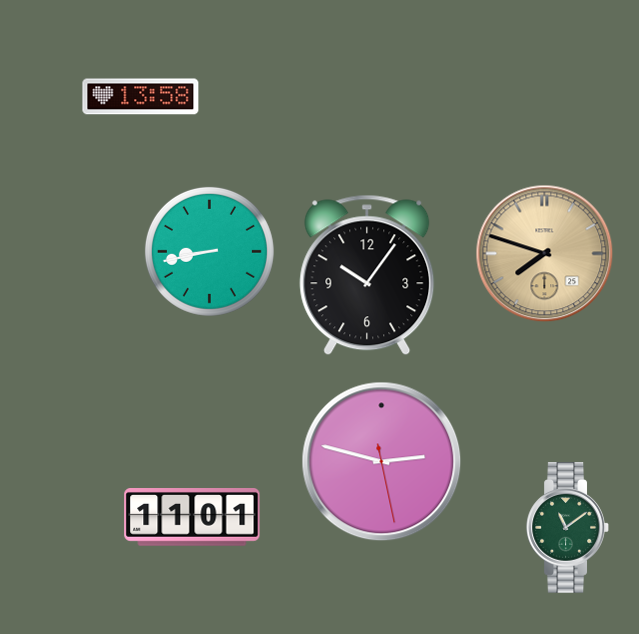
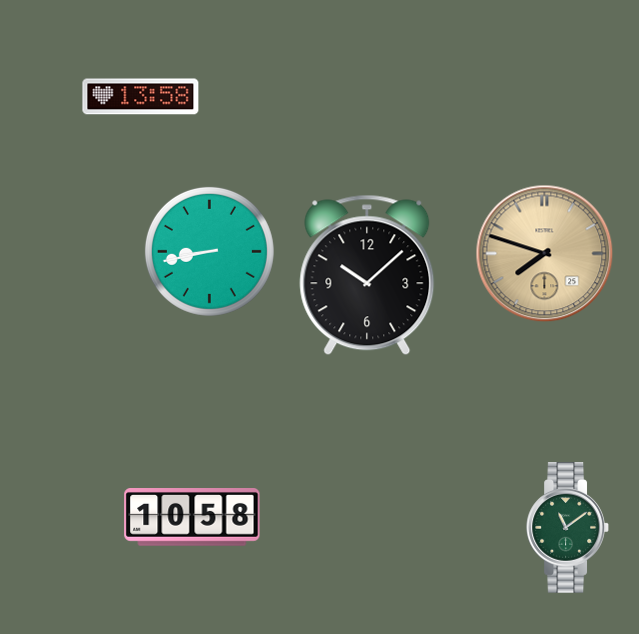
clock at (367, 275): 10:06 -> 10:08
clock at (382, 462): 2:47 -> none
clock at (192, 518): 11:01 -> 10:58
